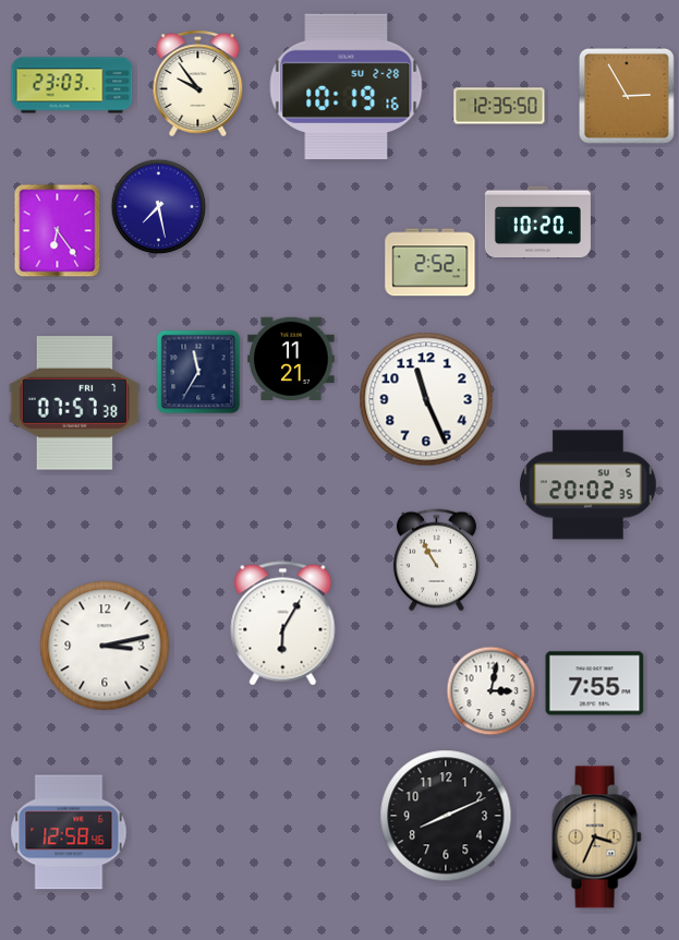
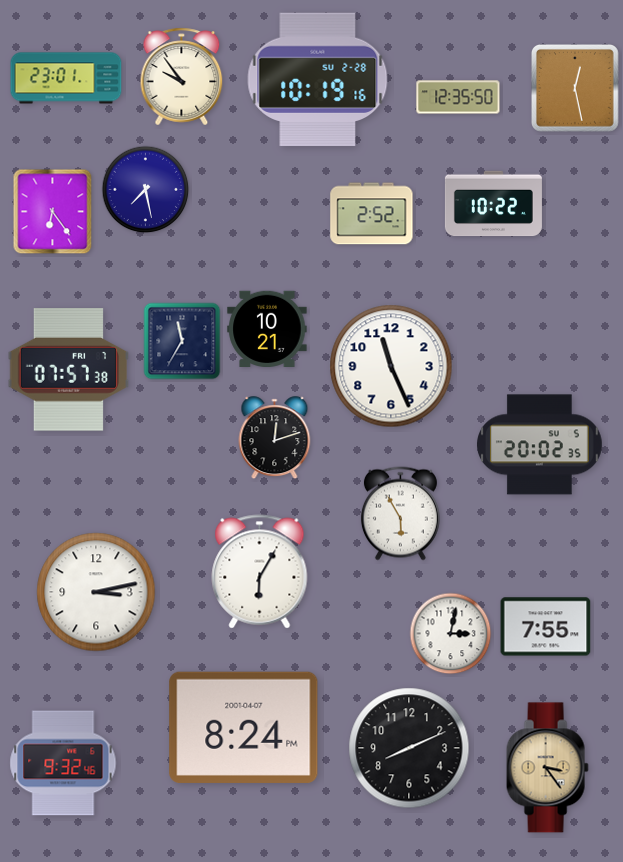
clock at (72, 85): 23:03 -> 23:01
clock at (628, 97): 2:55 -> 12:28
clock at (537, 222): 10:20 -> 10:22
clock at (431, 263) position: (431, 263) -> (372, 214)
clock at (291, 358): 11:21 -> 10:21
clock at (275, 438): none -> 12:12
clock at (436, 561): 10:55 -> 5:55
clock at (244, 727): none -> 8:24
clock at (69, 832): 12:58 -> 9:32
clock at (596, 837): 3:34 -> 3:24
